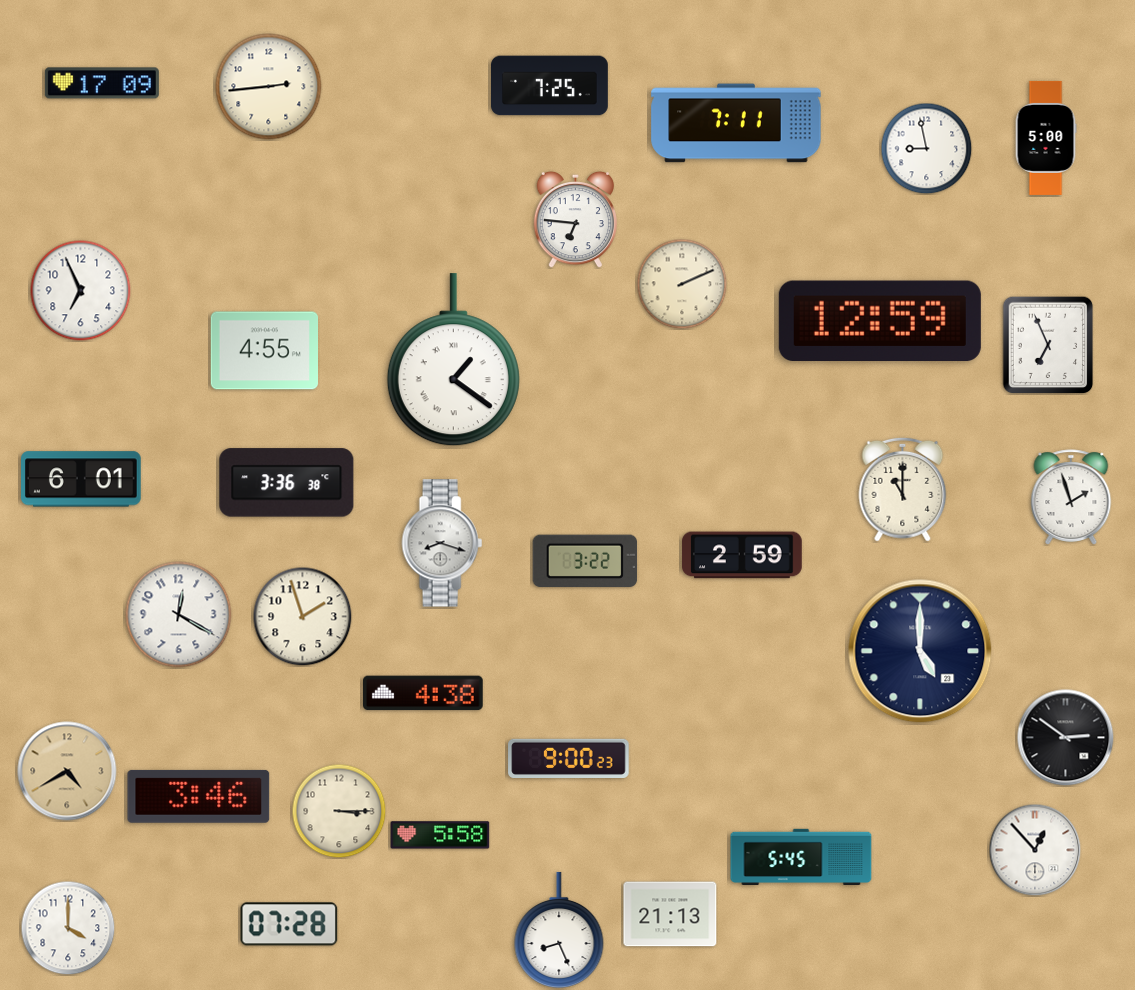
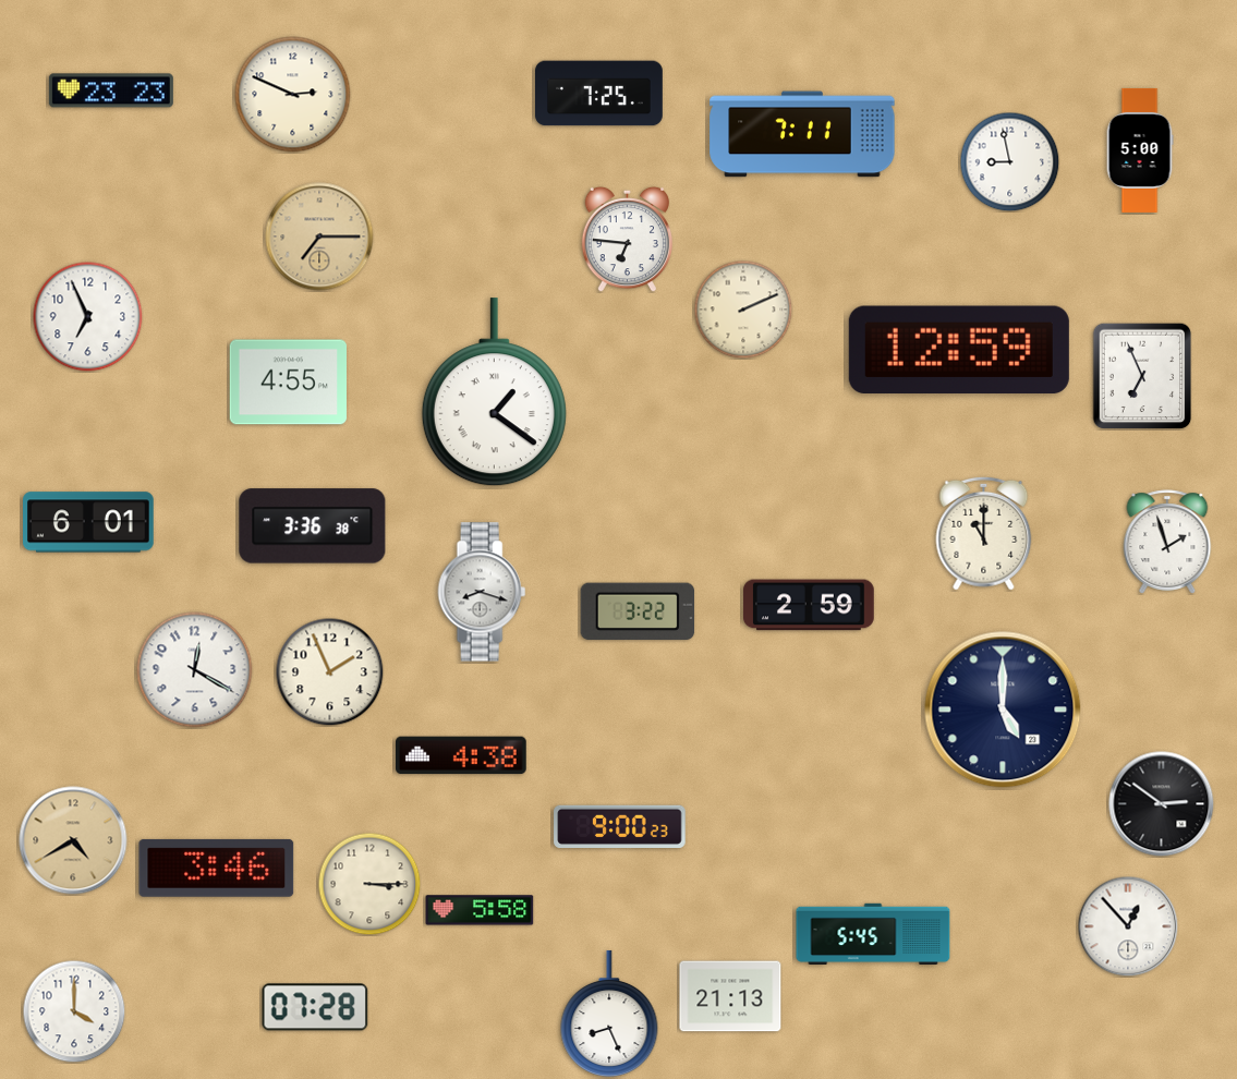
clock at (102, 83): 17:09 -> 23:23
clock at (269, 87): 2:44 -> 2:49
clock at (319, 237): none -> 7:15
clock at (303, 617): 1:57 -> 1:56
